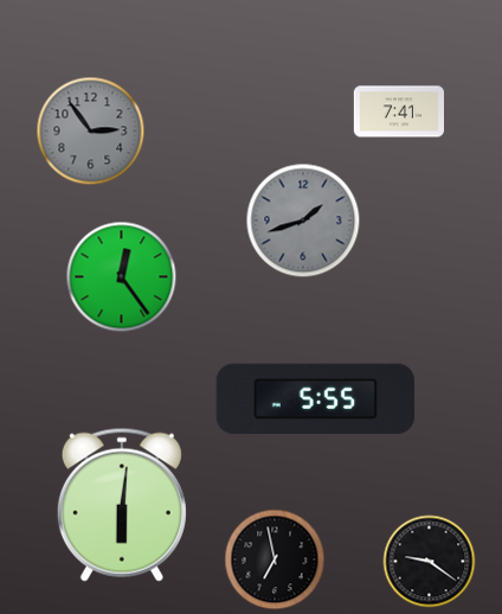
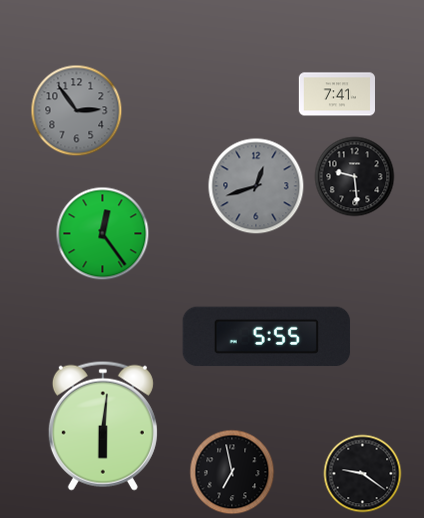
clock at (355, 177): none -> 9:29
clock at (303, 220): 1:42 -> 12:42
